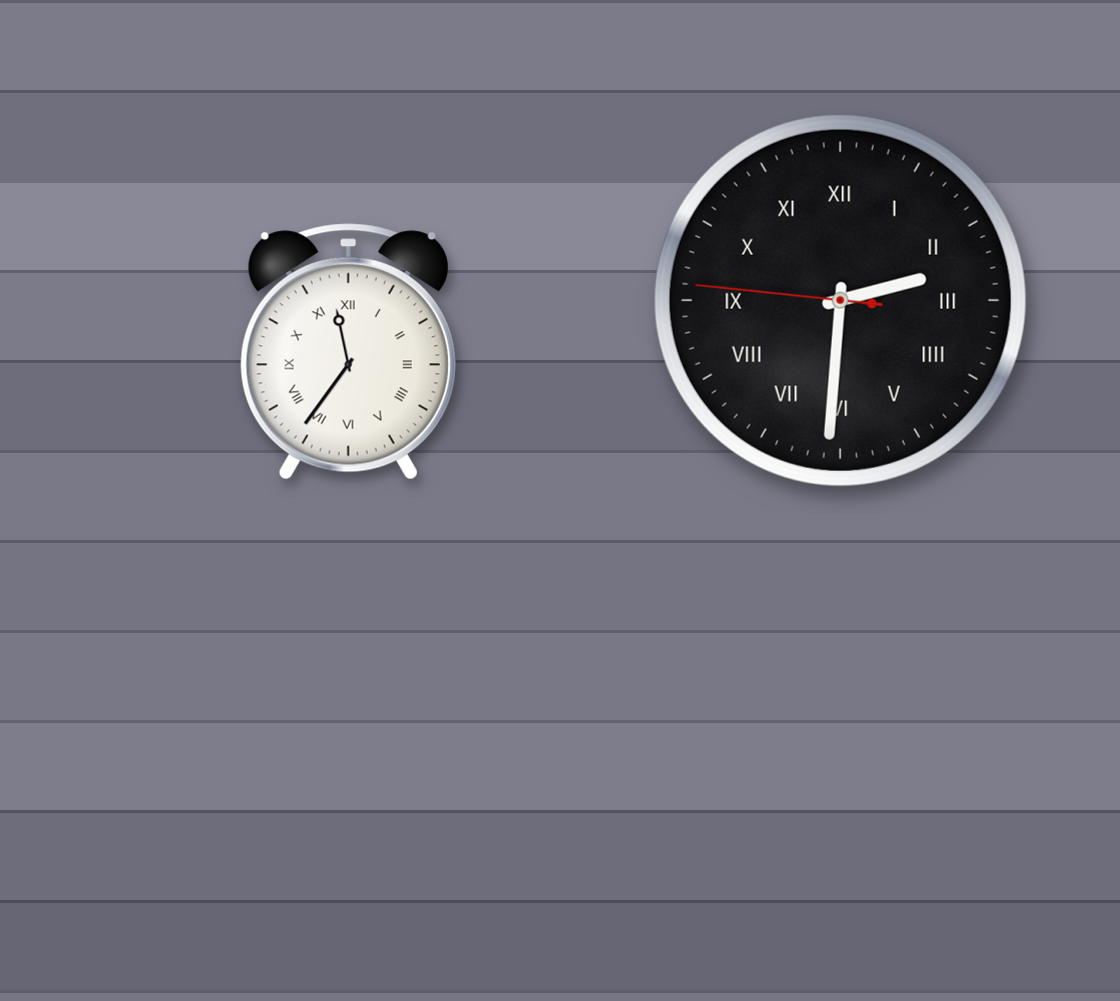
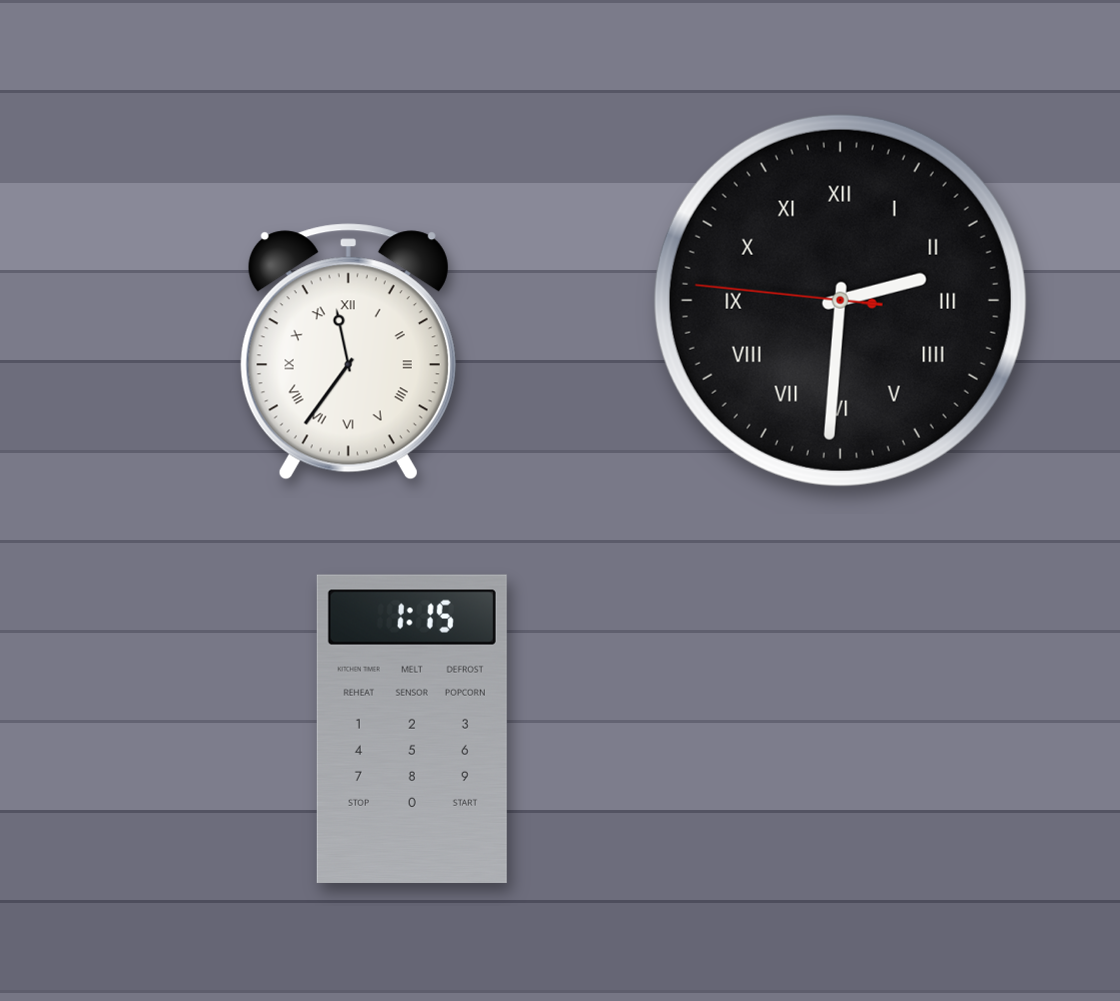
clock at (412, 729): none -> 1:15
